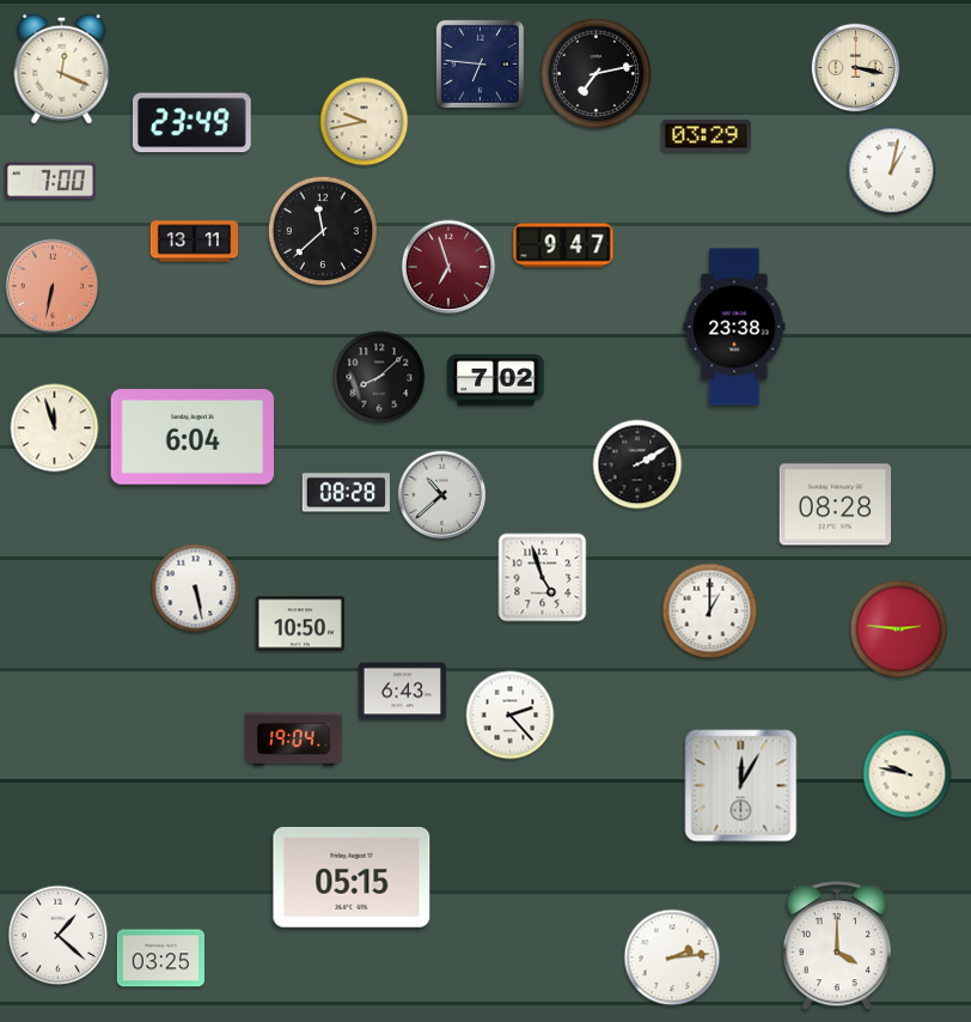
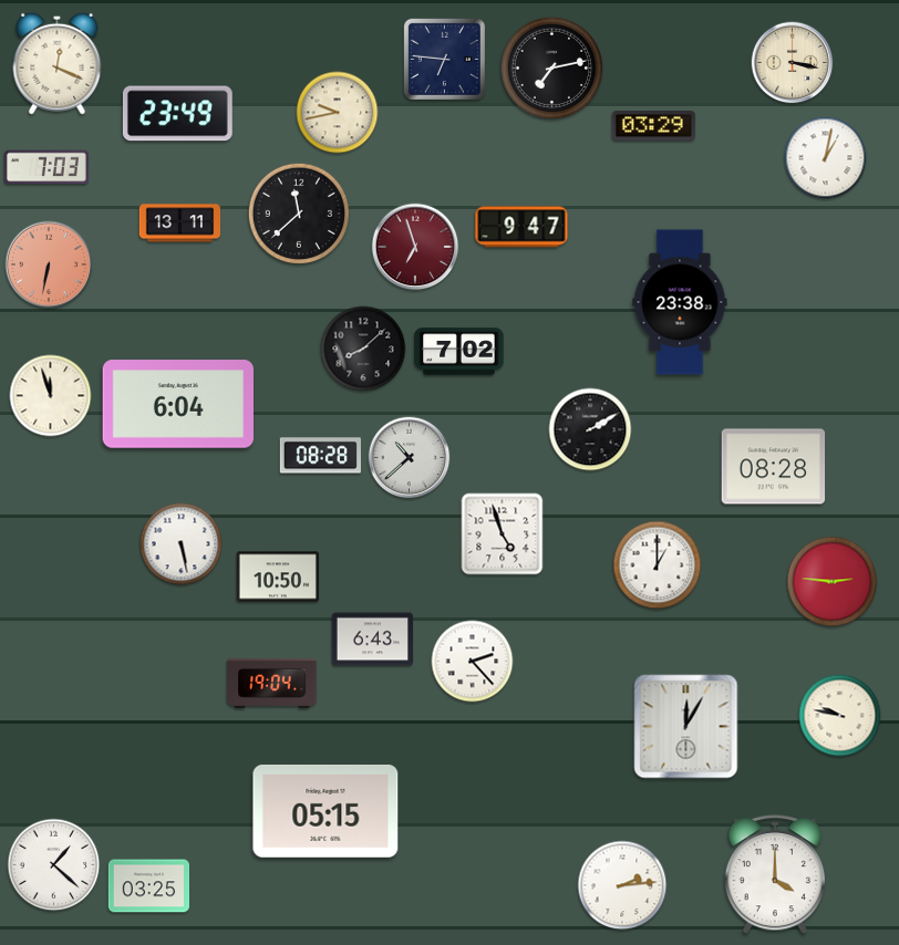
clock at (50, 181): 7:00 -> 7:03
clock at (379, 377) position: (379, 377) -> (363, 349)
